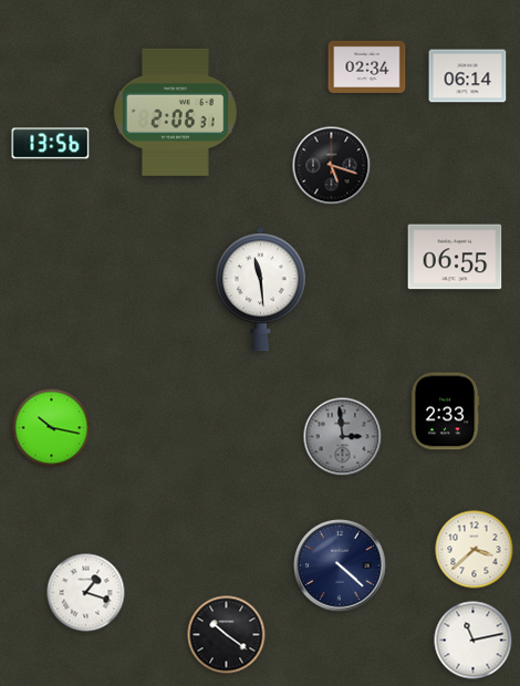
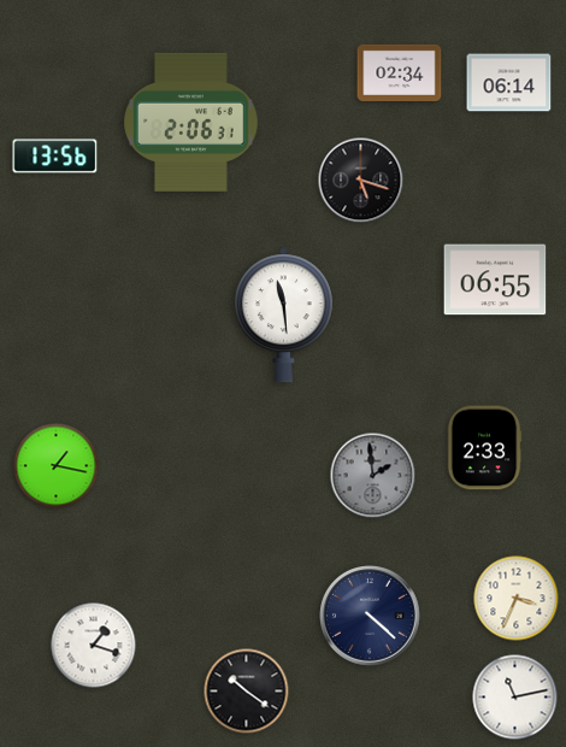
clock at (52, 428): 10:17 -> 1:17
clock at (343, 437): 2:59 -> 1:59
clock at (475, 550): 3:38 -> 3:34
